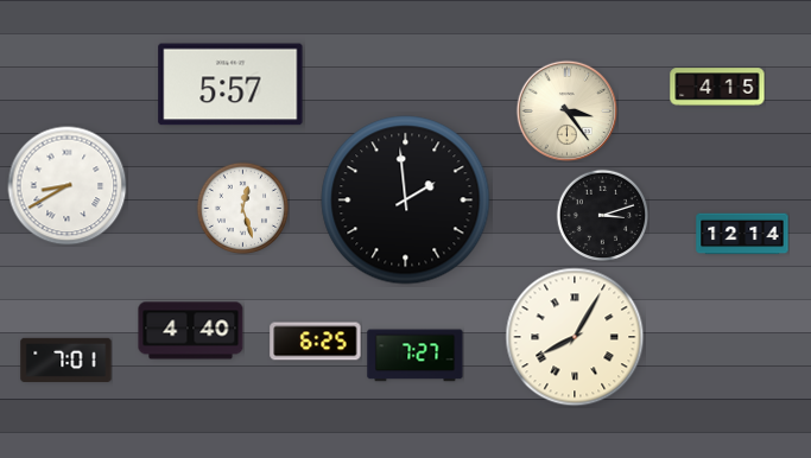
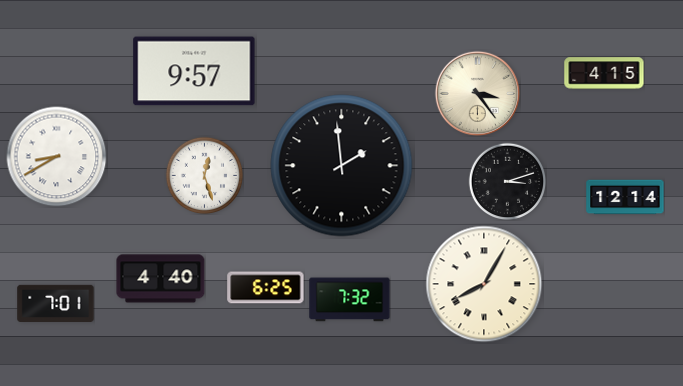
clock at (230, 84): 5:57 -> 9:57
clock at (406, 201) position: (406, 201) -> (342, 166)
clock at (416, 356): 7:27 -> 7:32
